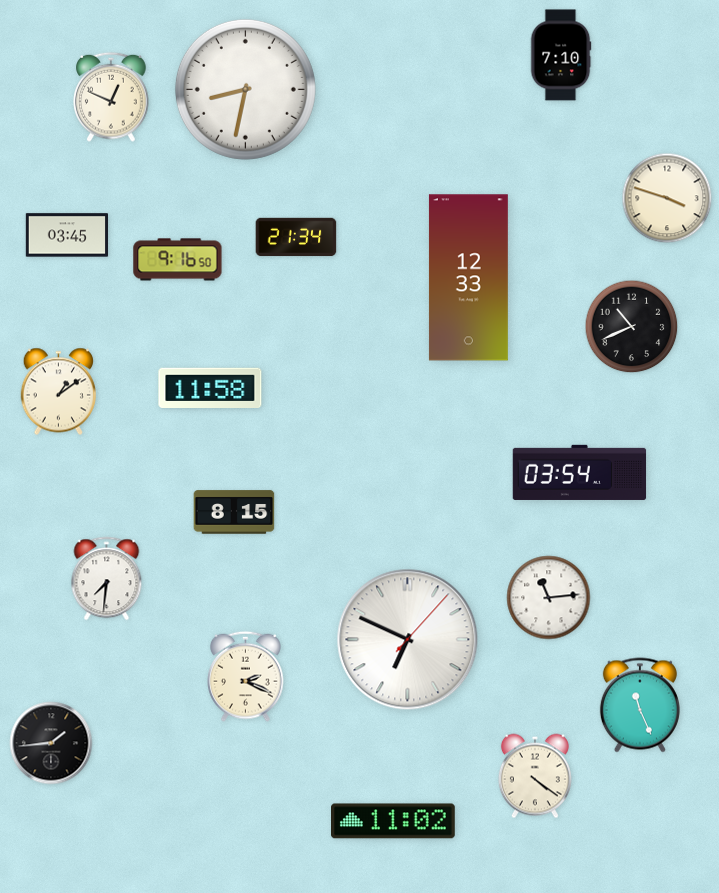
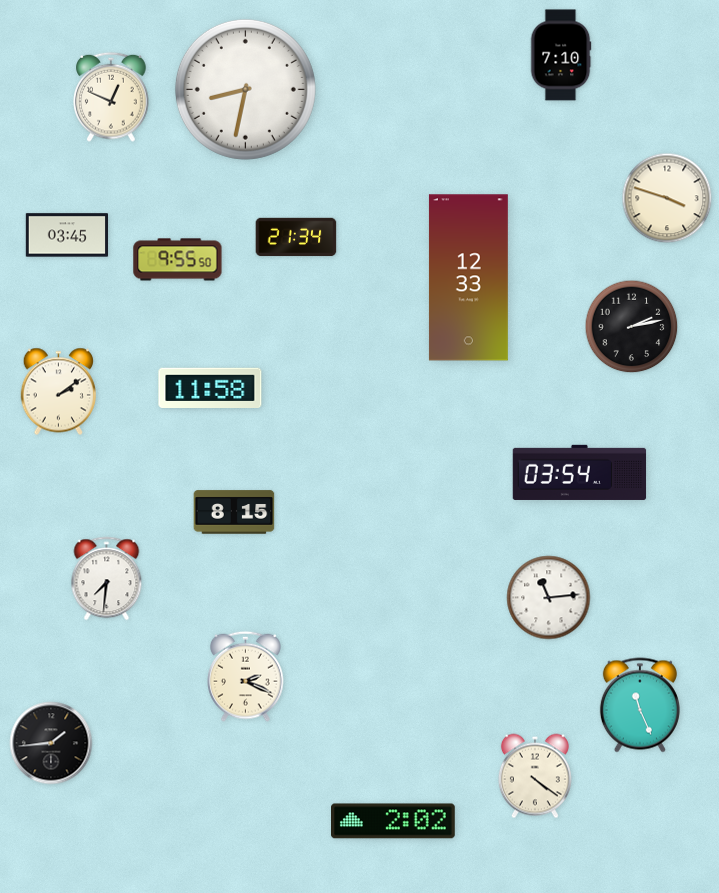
clock at (178, 260): 9:16 -> 9:55
clock at (632, 327): 10:41 -> 2:13
clock at (58, 392): 1:09 -> 2:09
clock at (408, 640): 6:49 -> none
clock at (394, 821): 11:02 -> 2:02
